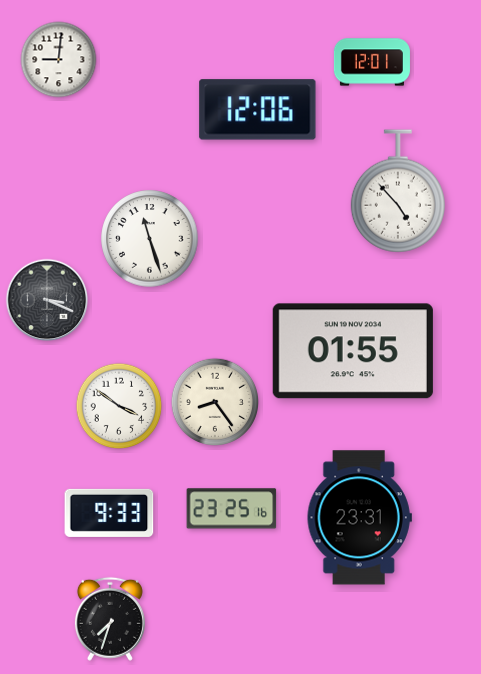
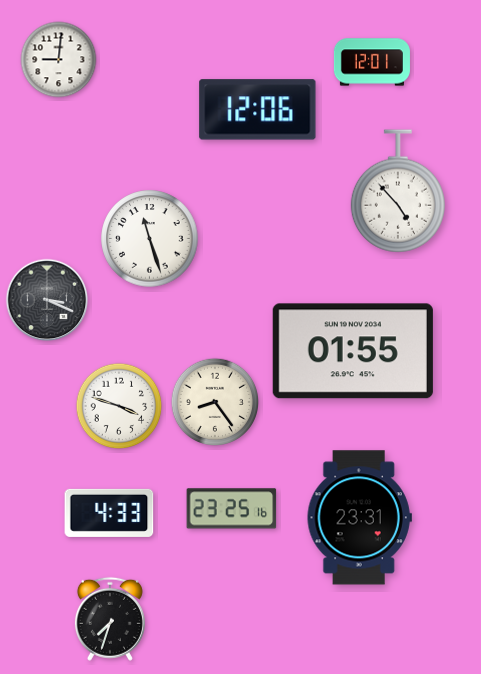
clock at (119, 406): 3:51 -> 3:48
clock at (109, 513): 9:33 -> 4:33
